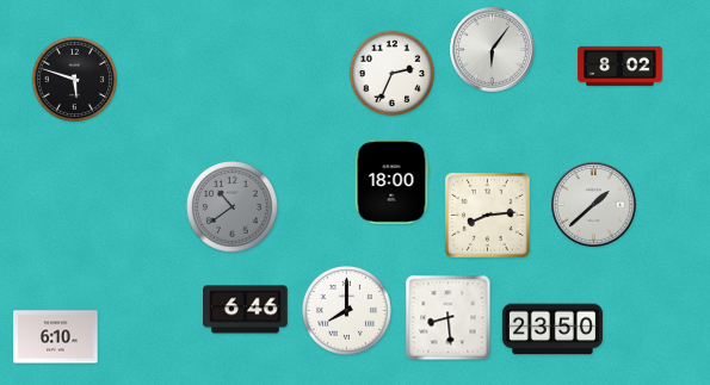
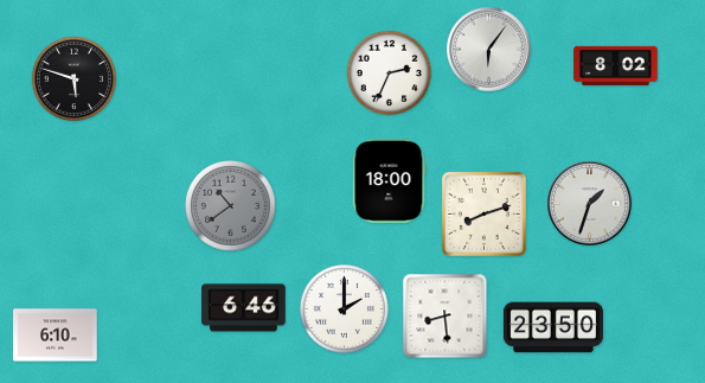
clock at (594, 205): 1:38 -> 1:33
clock at (487, 215): 8:14 -> 8:12
clock at (346, 310): 8:00 -> 2:00
clock at (552, 329) position: (552, 329) -> (553, 327)
